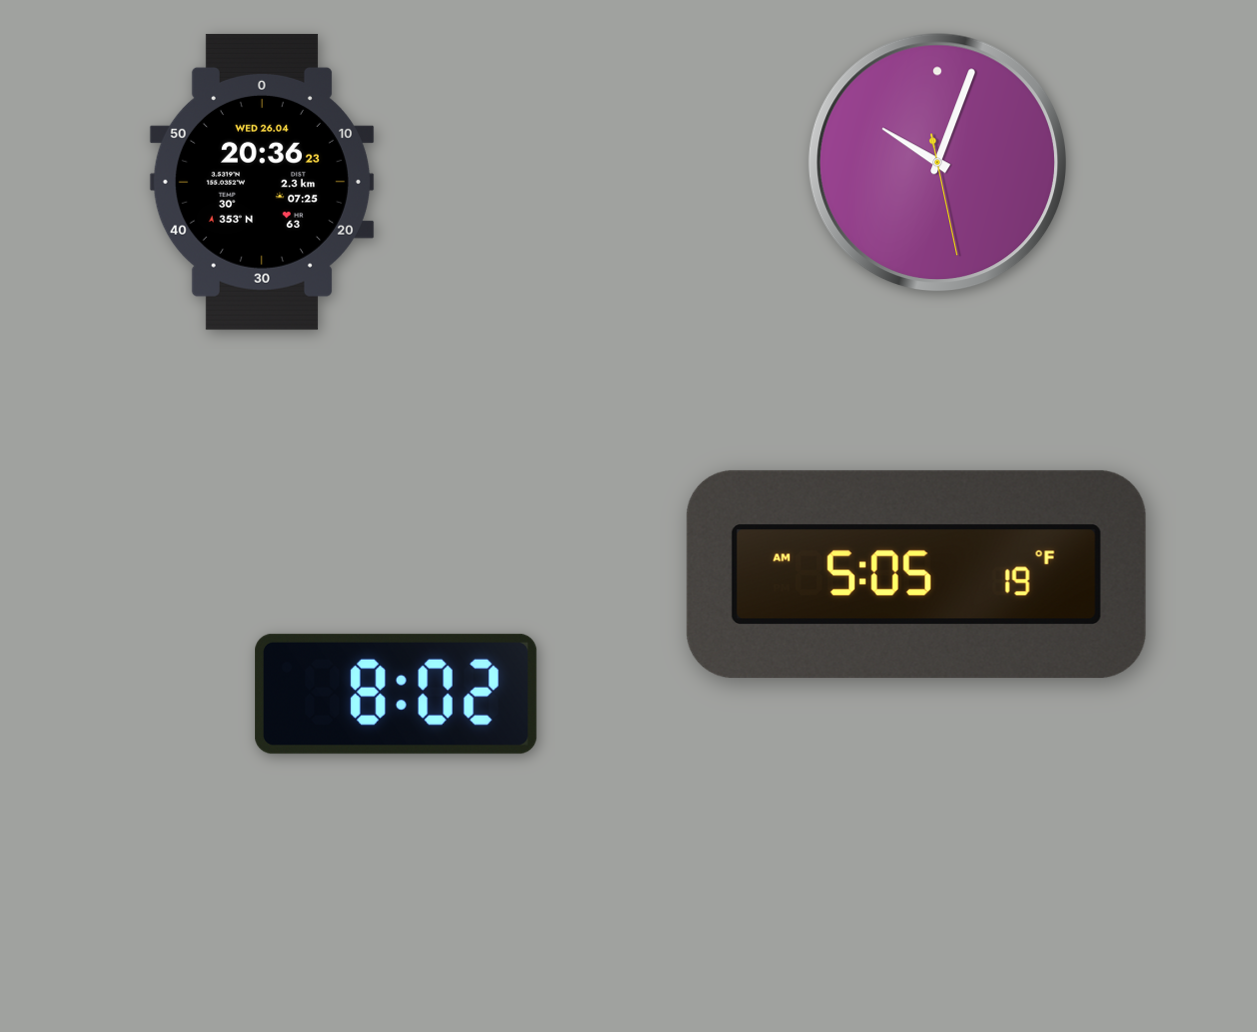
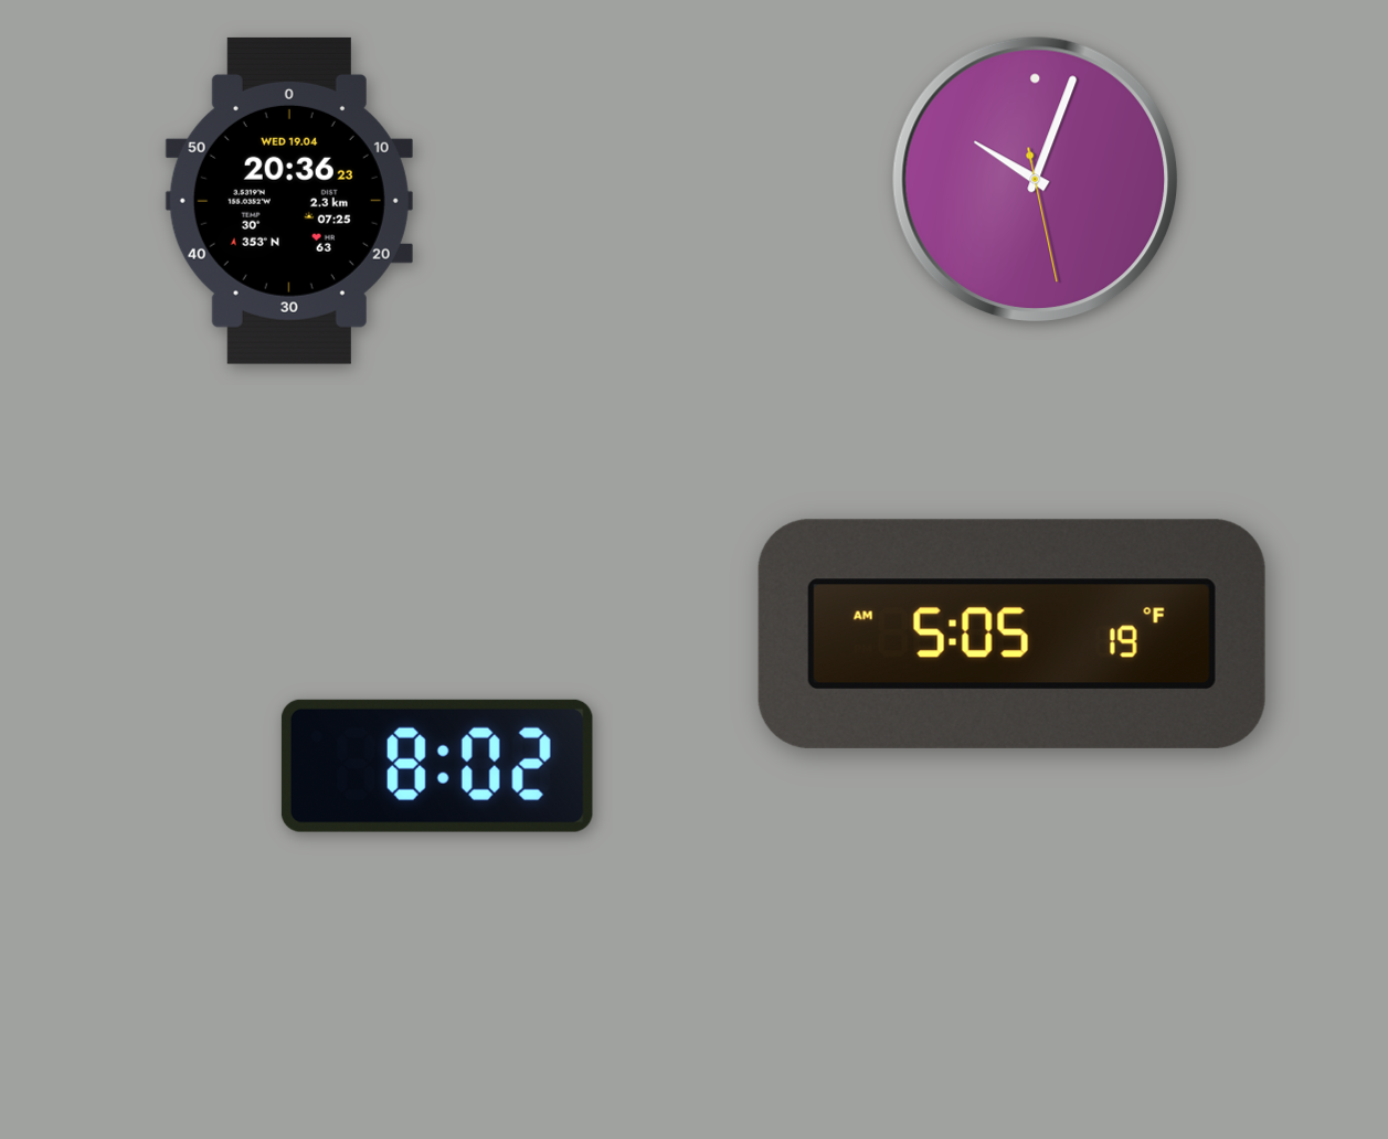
clock at (262, 182) date: WED 26.04 -> WED 19.04
